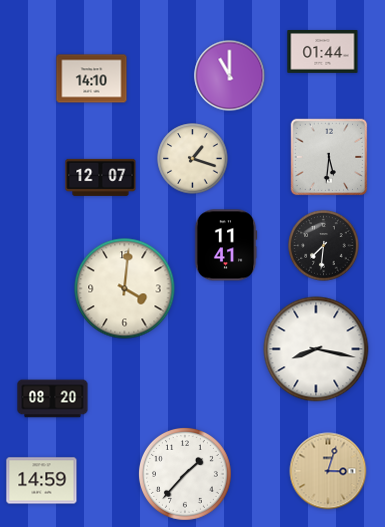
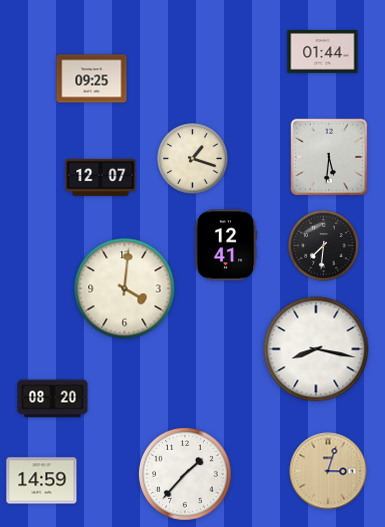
clock at (230, 76): 11:00 -> none
clock at (92, 79): 14:10 -> 09:25
clock at (226, 245): 11:41 -> 12:41
